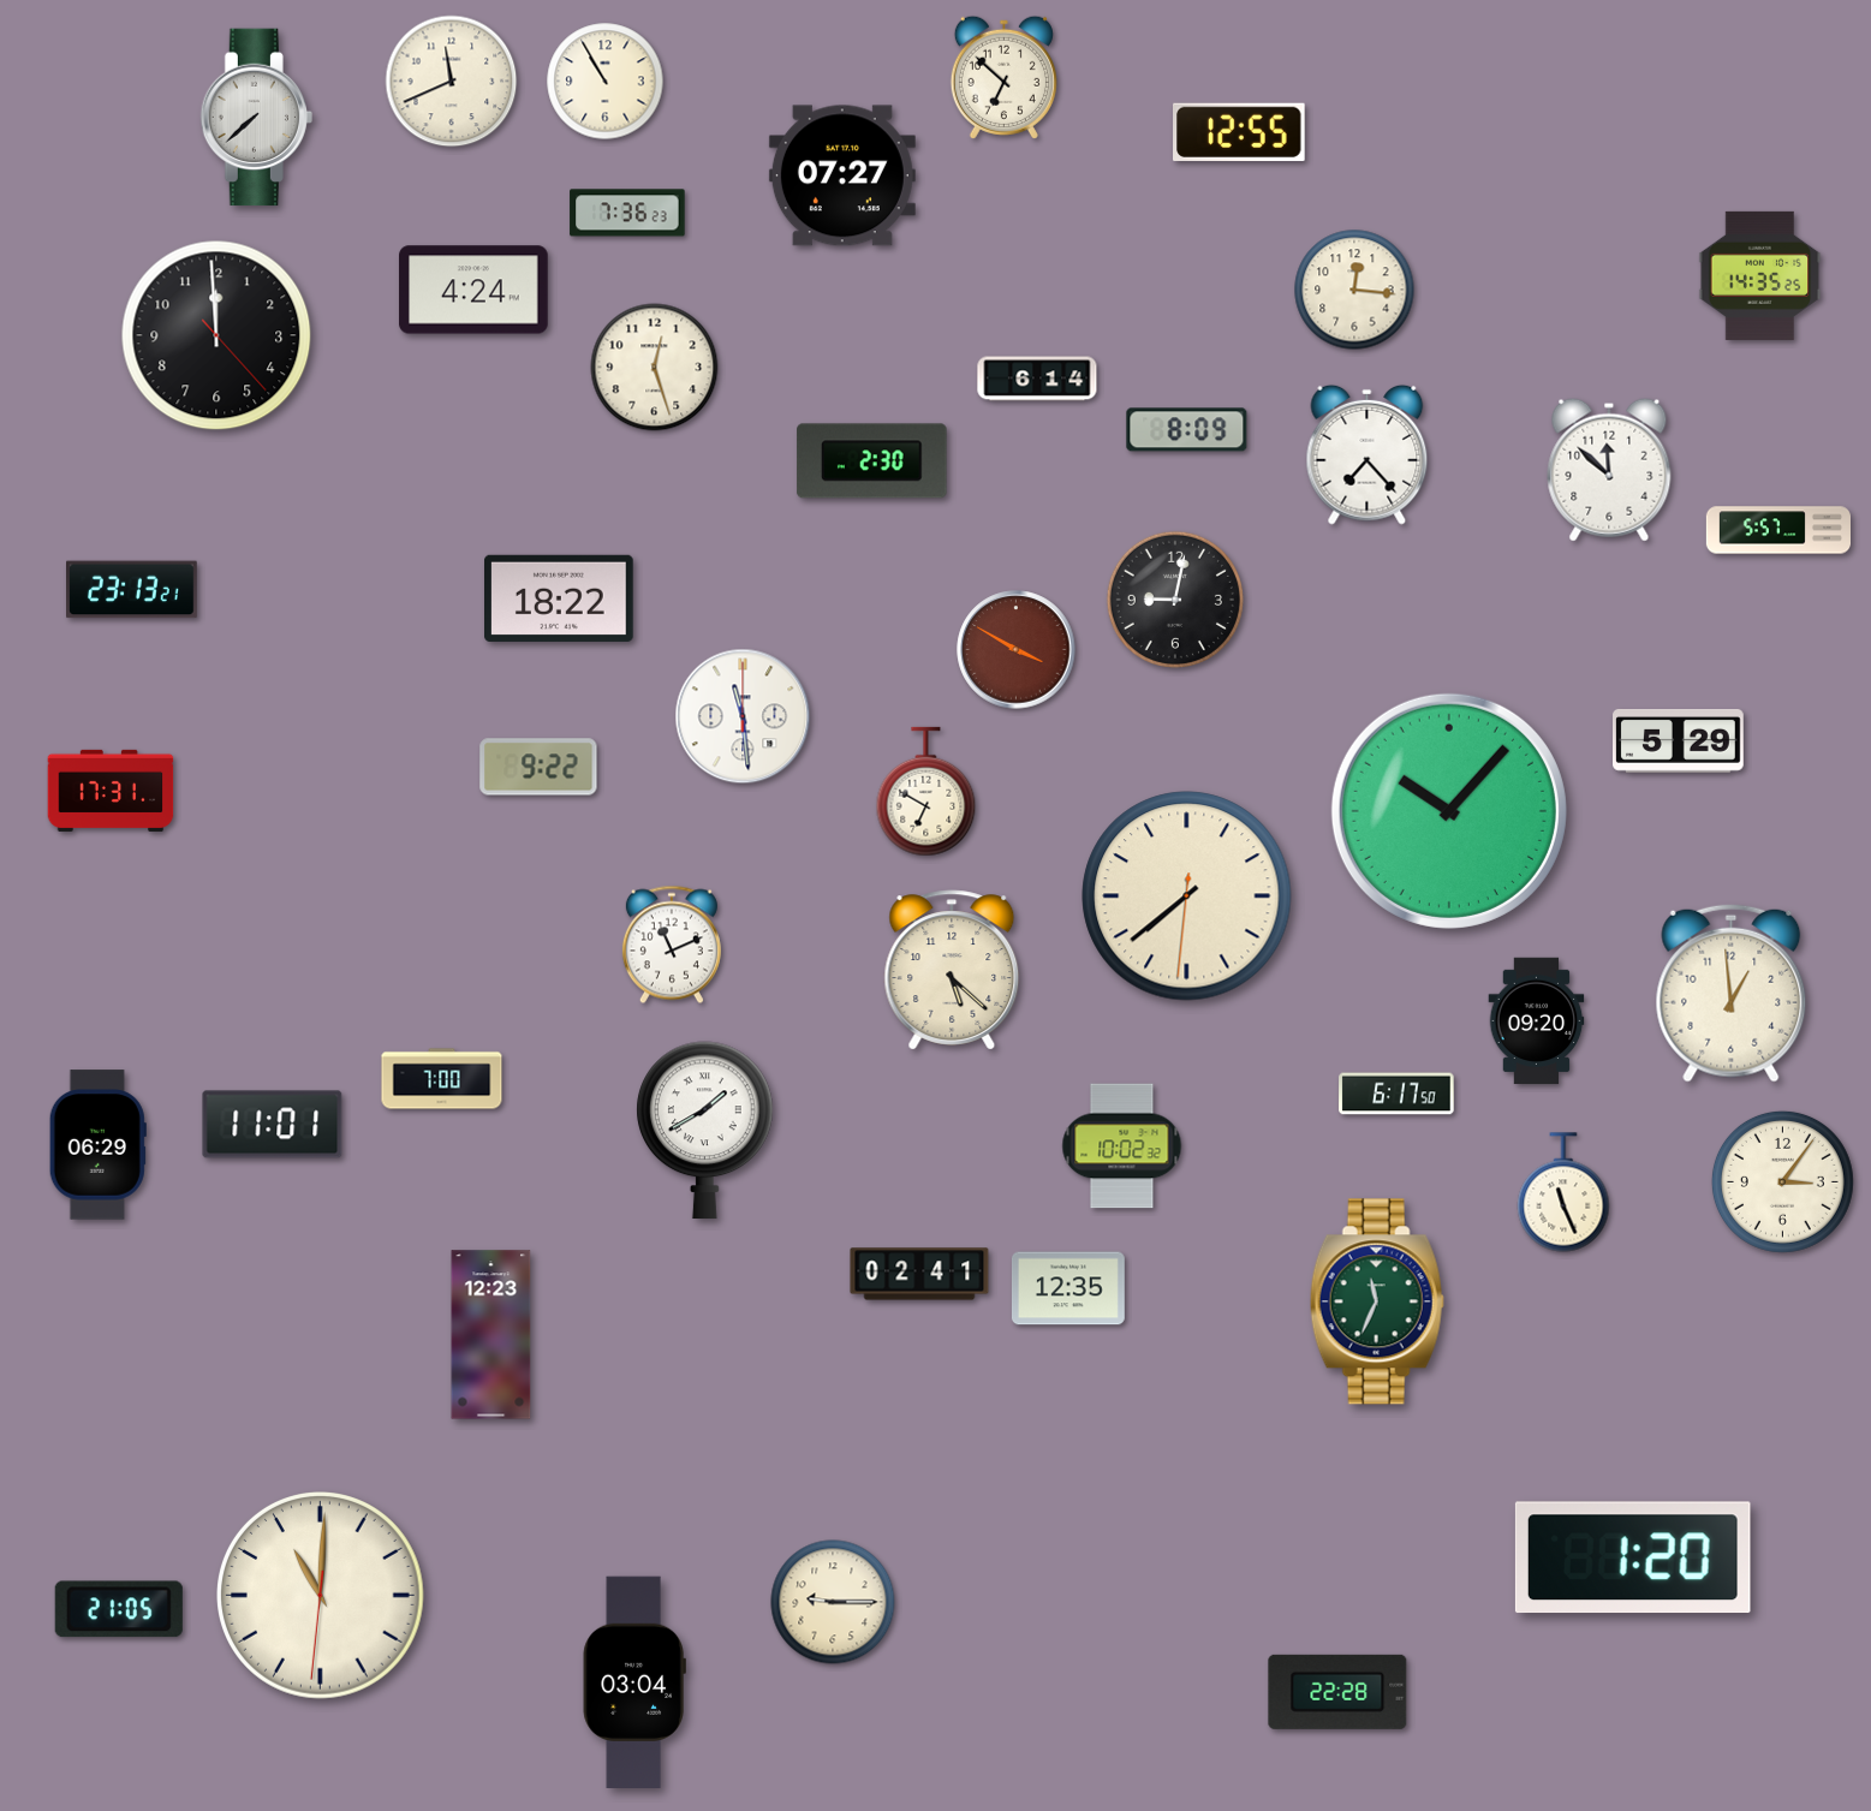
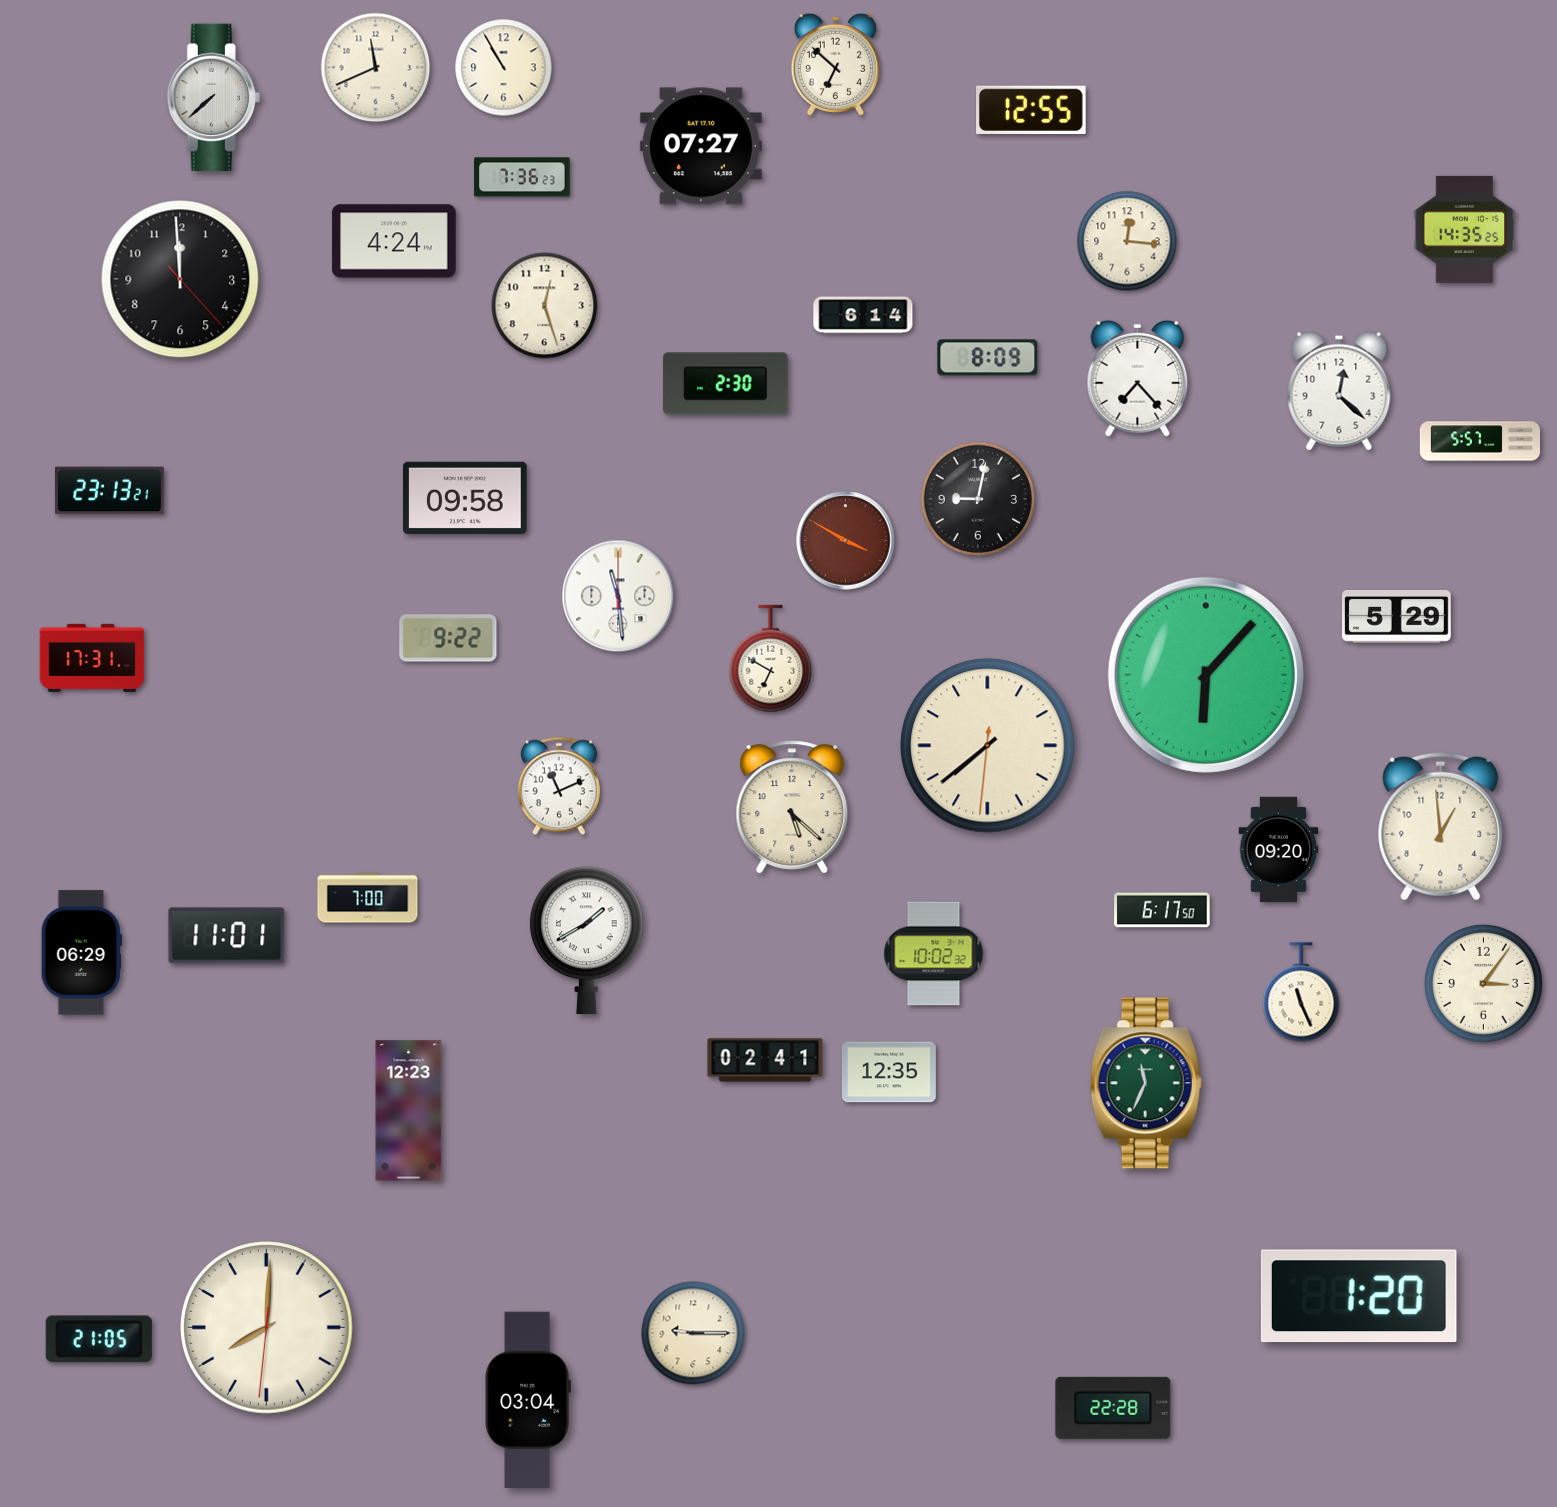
clock at (1609, 470): 11:52 -> 12:22
clock at (560, 598): 18:22 -> 09:58
clock at (1449, 811): 10:07 -> 6:07
clock at (321, 1596): 11:00 -> 8:00
